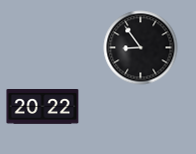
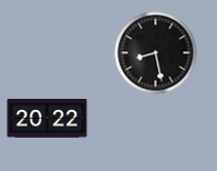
clock at (141, 48): 8:54 -> 8:28
